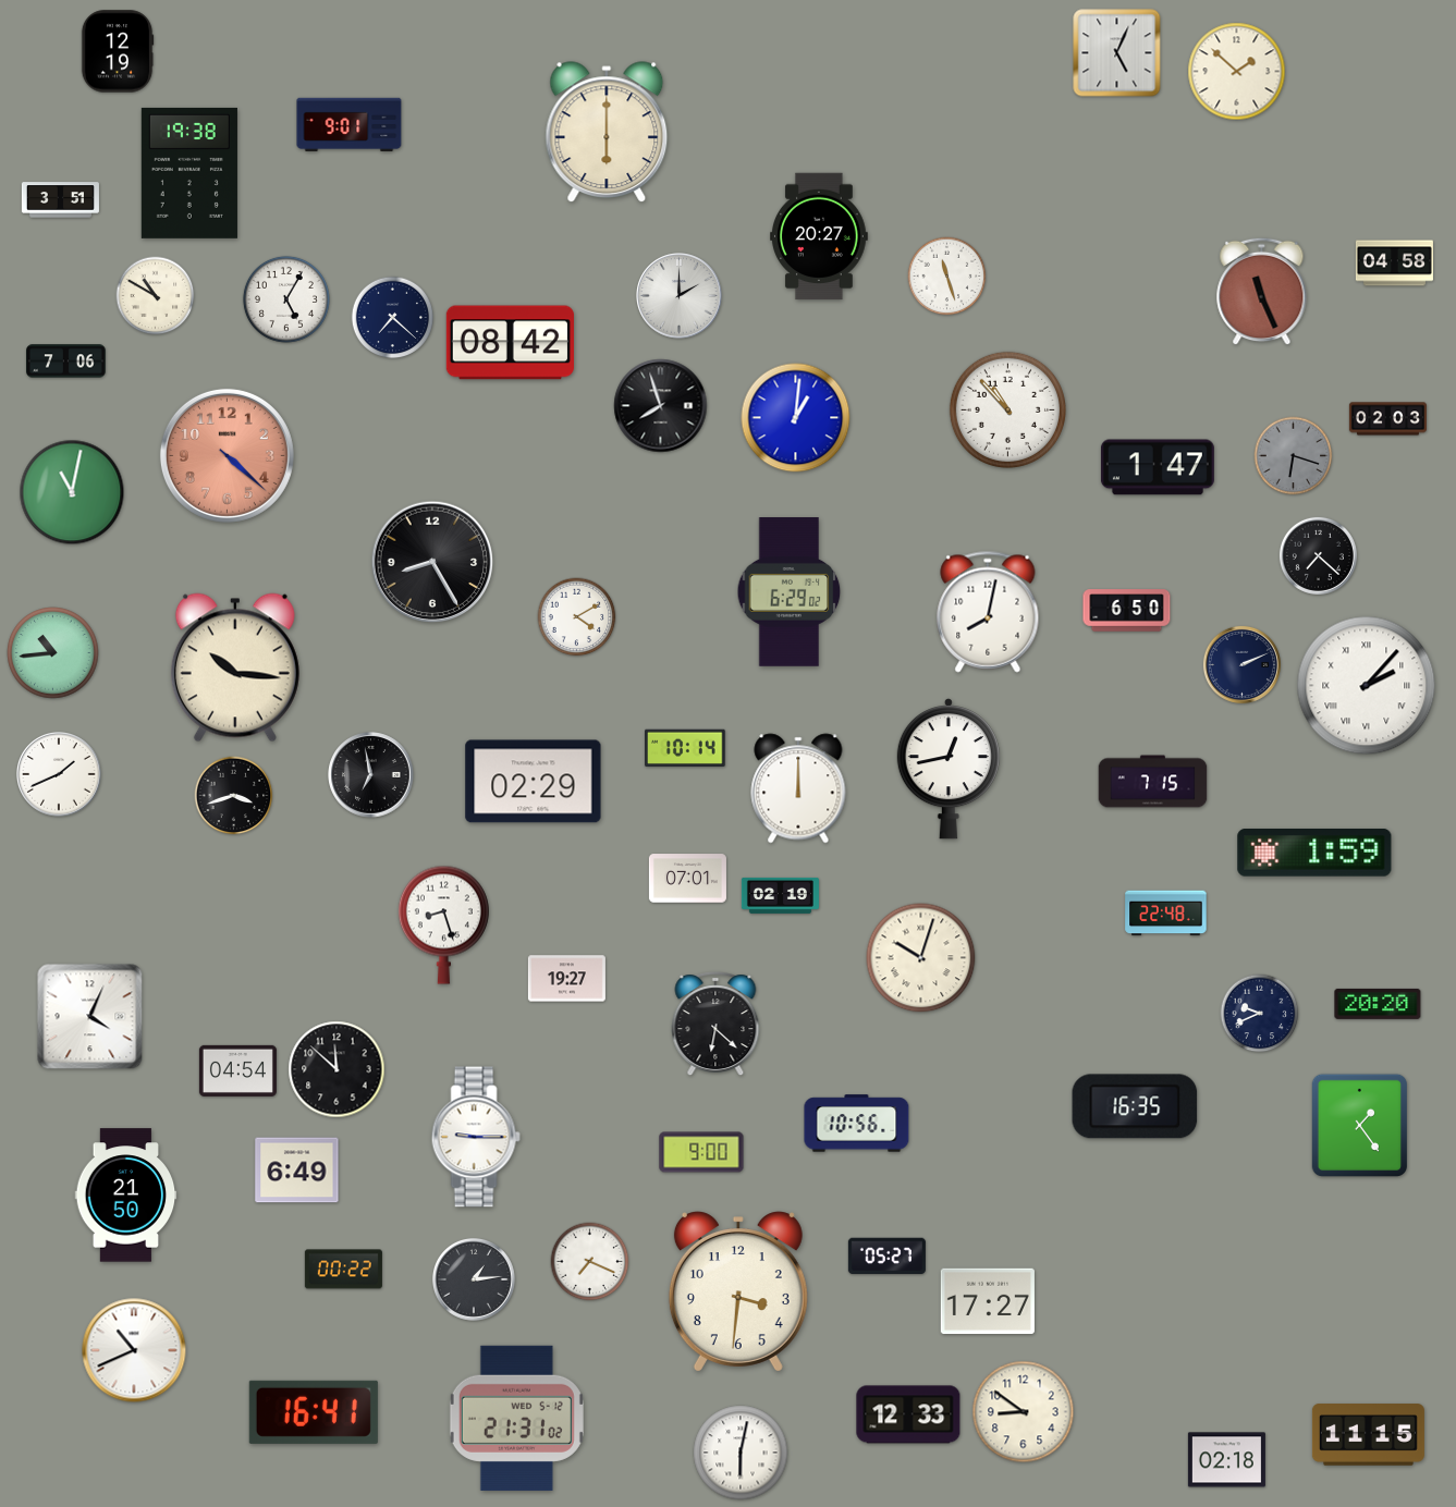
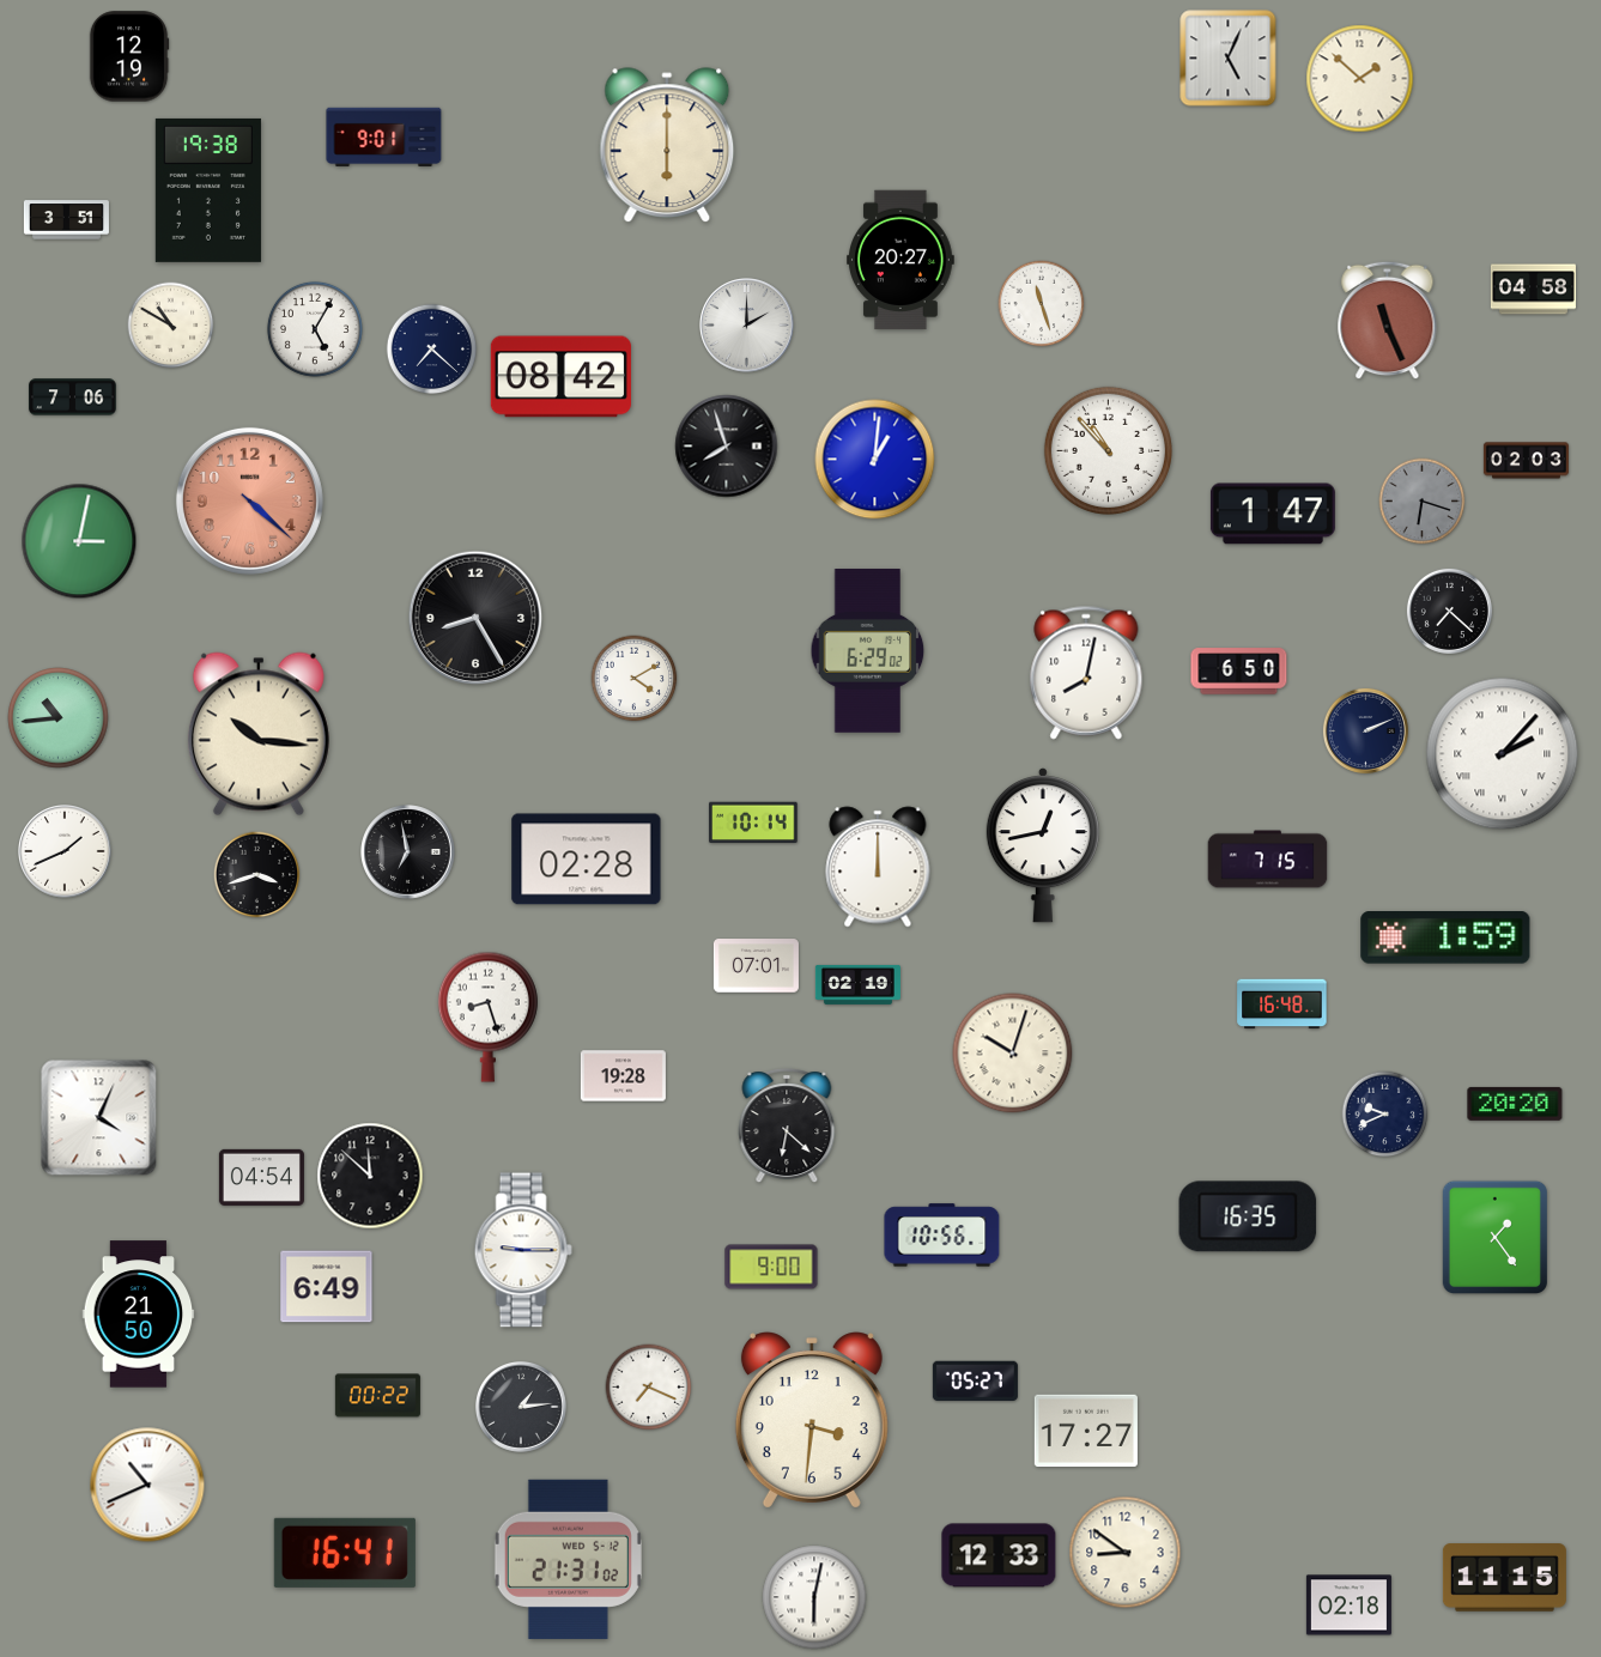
clock at (72, 492): 11:02 -> 3:02
clock at (534, 782): 02:29 -> 02:28
clock at (1166, 914): 22:48 -> 16:48
clock at (566, 979): 19:27 -> 19:28
